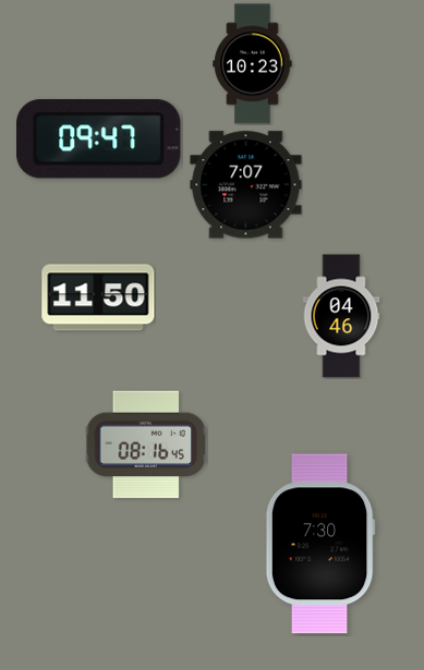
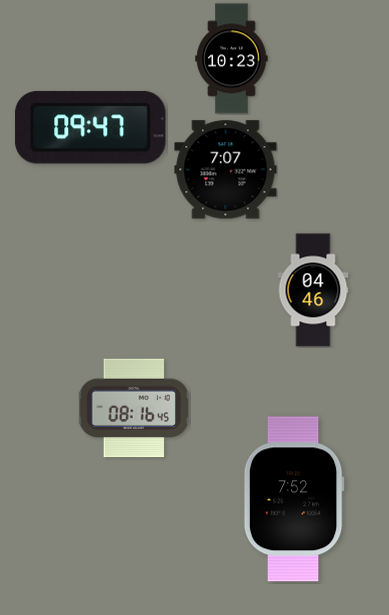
clock at (98, 297): 11:50 -> none
clock at (320, 544): 7:30 -> 7:52
